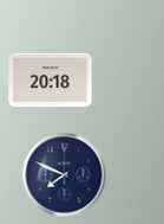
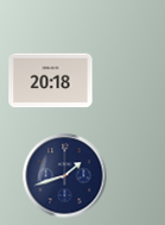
clock at (65, 175): 7:49 -> 1:42
